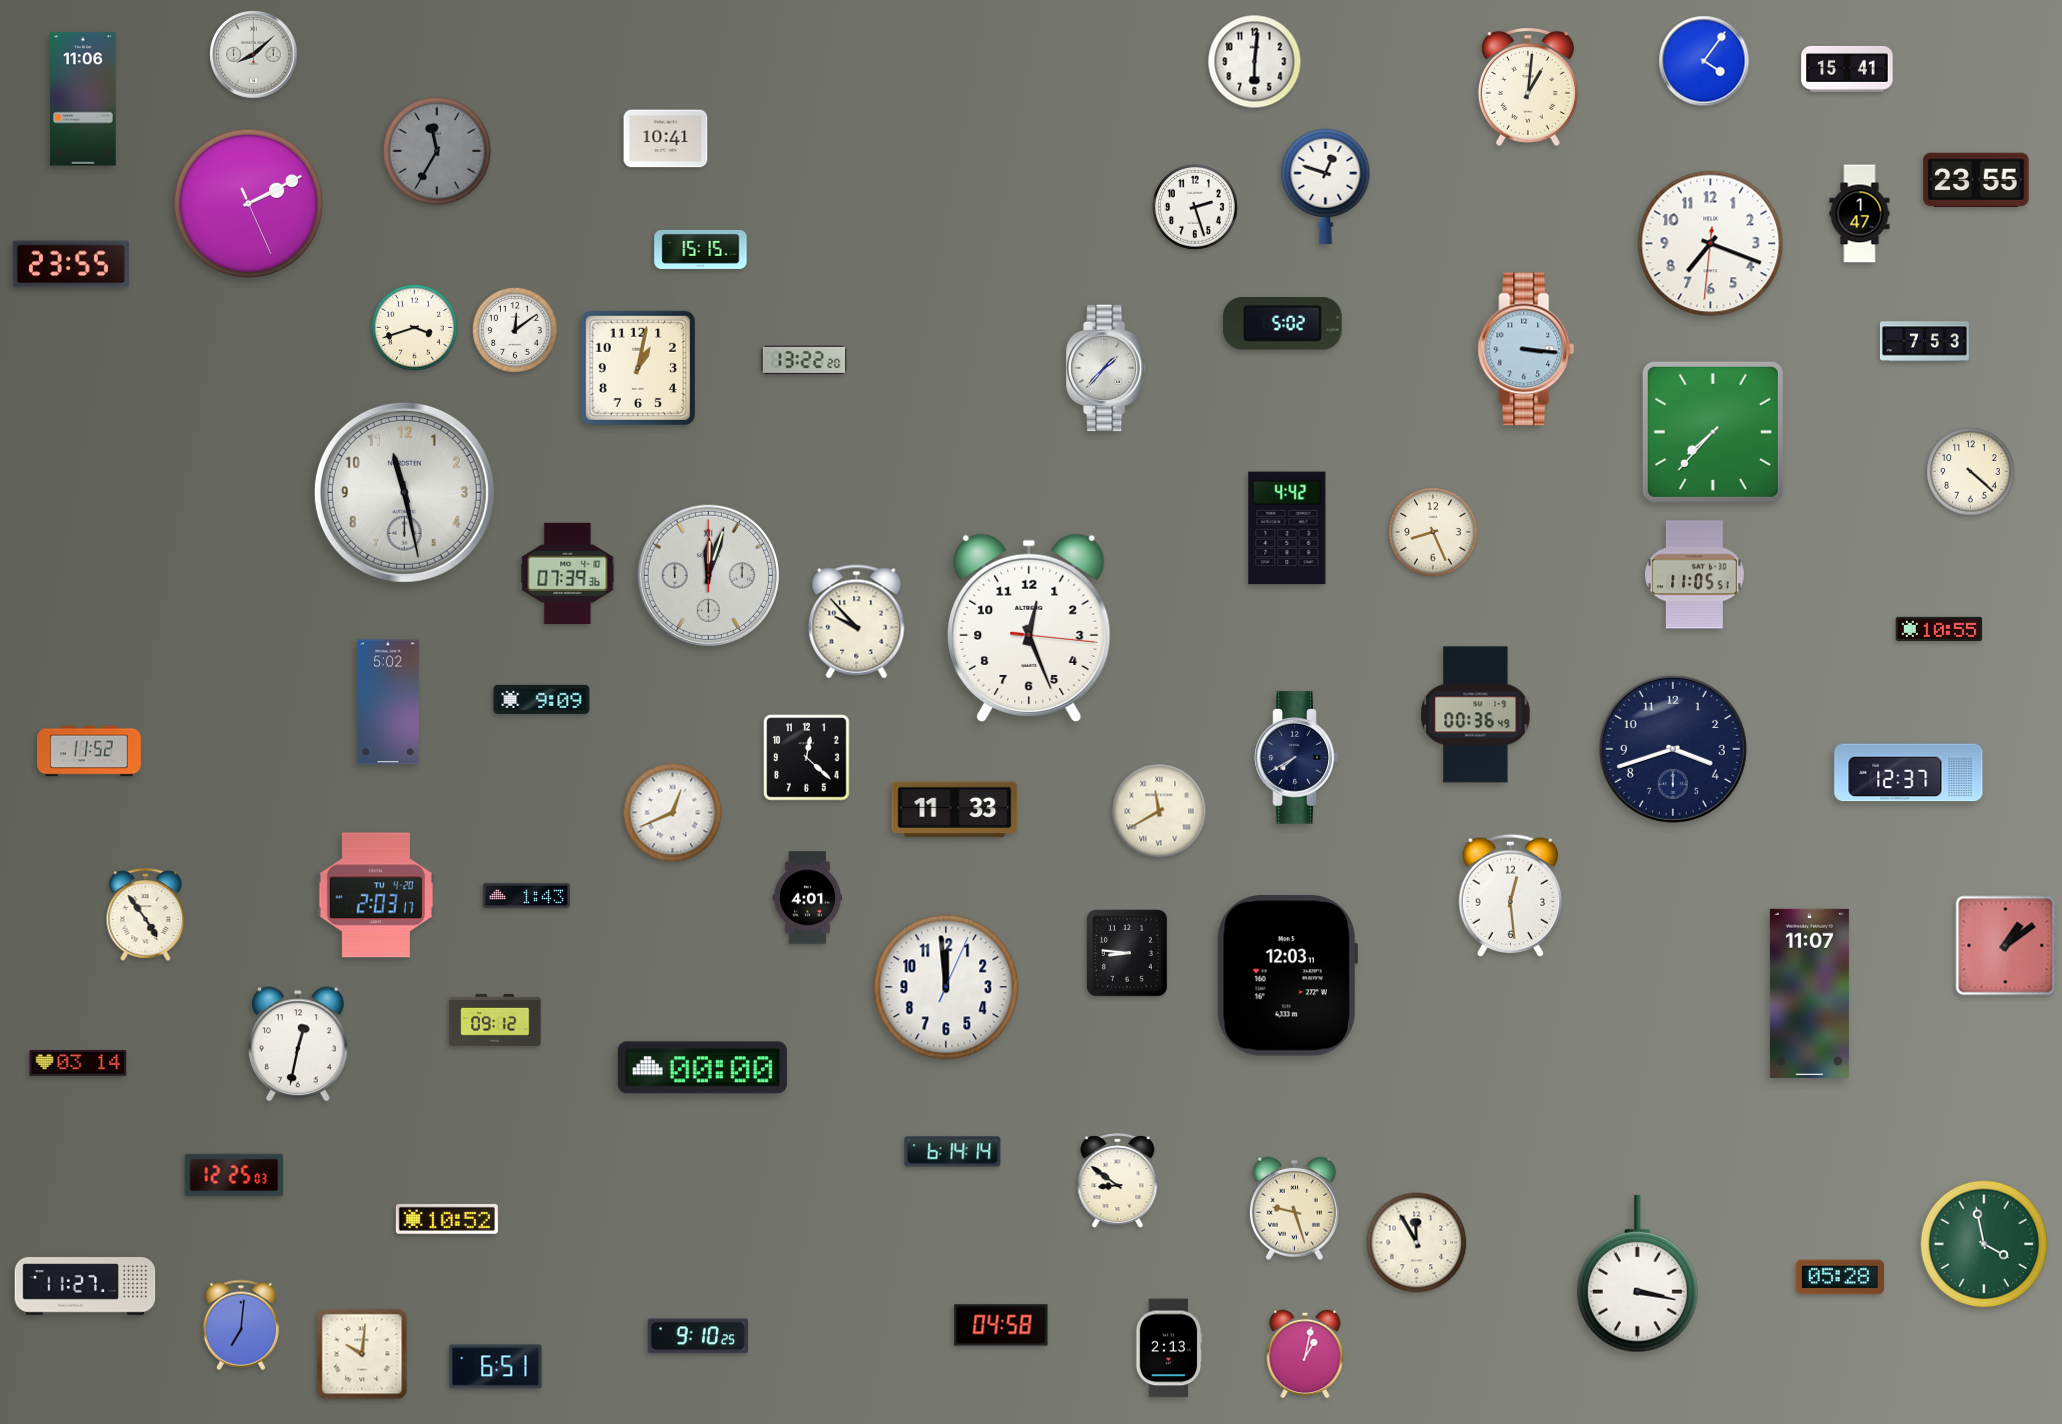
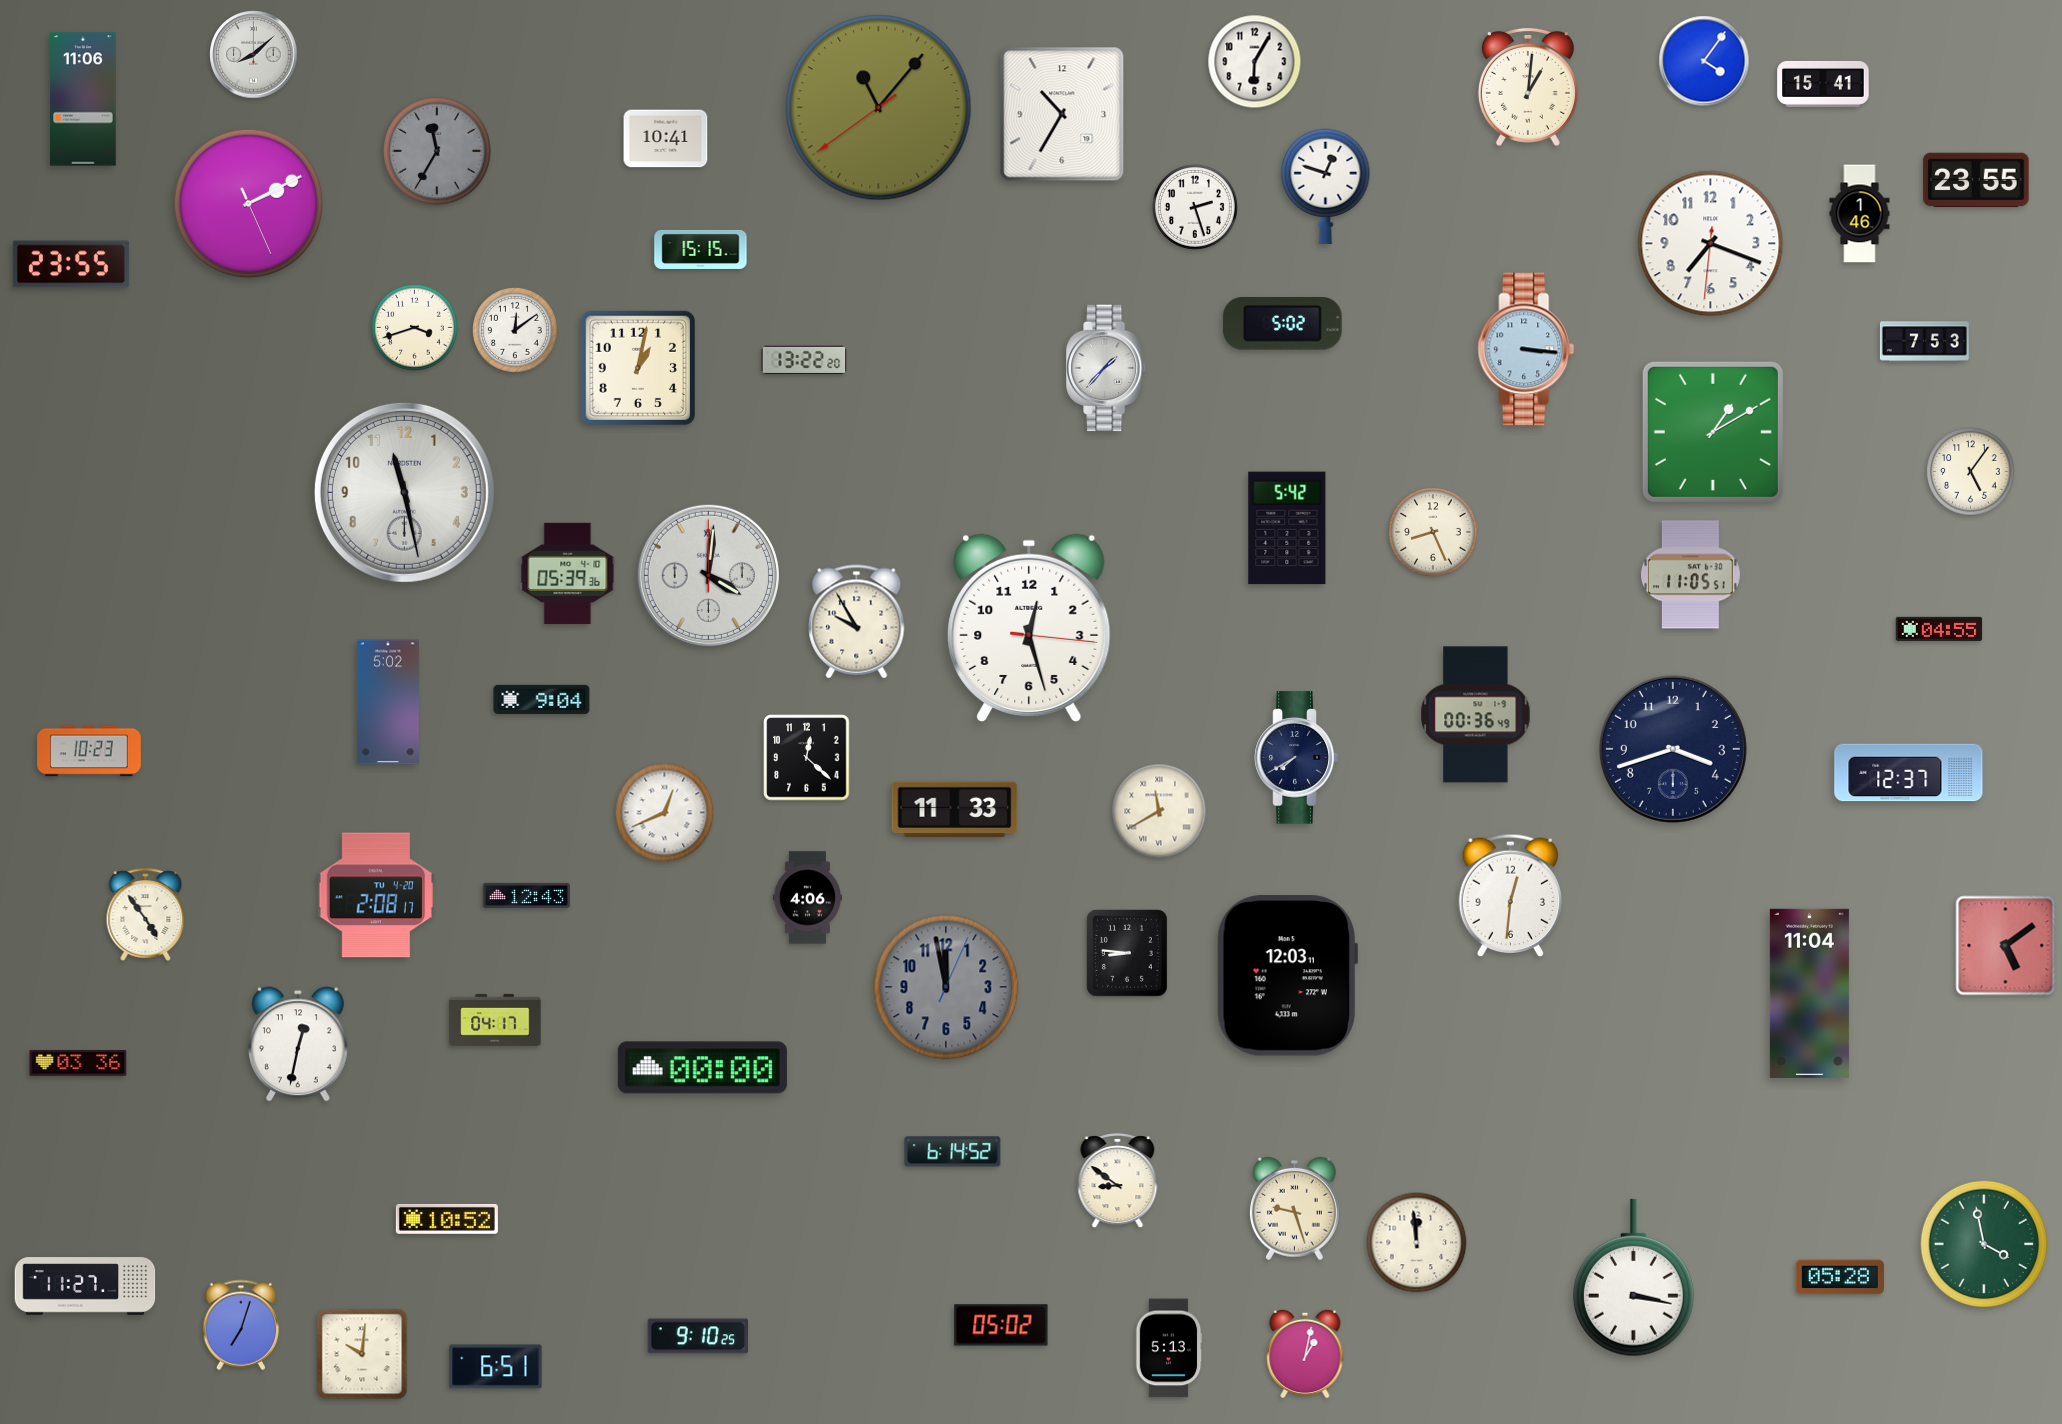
clock at (1255, 62): 6:01 -> 6:05
clock at (1847, 69) position: (1847, 69) -> (1823, 84)
clock at (879, 108): none -> 11:06
clock at (1062, 114): none -> 10:35
clock at (1860, 214): 1:47 -> 1:46
clock at (1713, 432): 7:37 -> 1:10
clock at (1971, 472): 4:22 -> 5:06
clock at (1287, 528): 4:42 -> 5:42
clock at (568, 573): 07:39 -> 05:39
clock at (708, 575): 12:03 -> 4:01
clock at (1694, 575) position: (1694, 575) -> (1690, 575)
clock at (857, 622): 9:53 -> 9:55
clock at (1029, 628): 12:26 -> 12:27
clock at (1939, 629): 10:55 -> 04:55
clock at (542, 699): 9:09 -> 9:04
clock at (89, 751): 11:52 -> 10:23
clock at (673, 813) position: (673, 813) -> (665, 813)
clock at (376, 895): 2:03 -> 2:08
clock at (526, 895): 1:43 -> 12:43
clock at (1510, 895): 12:29 -> 12:31
clock at (807, 898): 4:01 -> 4:06
clock at (2006, 946): 1:09 -> 5:09
clock at (946, 987): 11:59 -> 11:58
clock at (946, 987) dial: white -> grey
clock at (1809, 993): 11:07 -> 11:04
clock at (495, 1020): 09:12 -> 04:17
clock at (78, 1064): 03:14 -> 03:36
clock at (953, 1152): 6:14:14 -> 6:14:52
clock at (234, 1175): 12:25 -> none
clock at (1417, 1243): 11:55 -> 11:59
clock at (1637, 1274) position: (1637, 1274) -> (1633, 1278)
clock at (241, 1325): 7:01 -> 7:03
clock at (1001, 1325): 04:58 -> 05:02
clock at (1169, 1348): 2:13 -> 5:13
